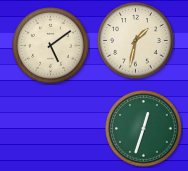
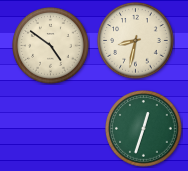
clock at (136, 41): 1:32 -> 8:32
clock at (51, 46): 5:09 -> 4:51
